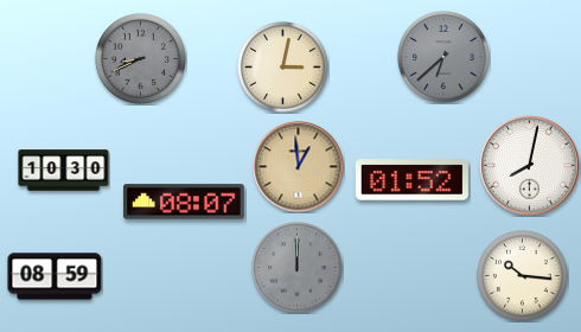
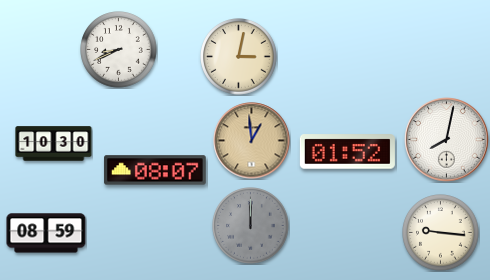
clock at (443, 57): 6:38 -> none
clock at (141, 59) dial: grey -> white
clock at (523, 276): 10:16 -> 9:16
